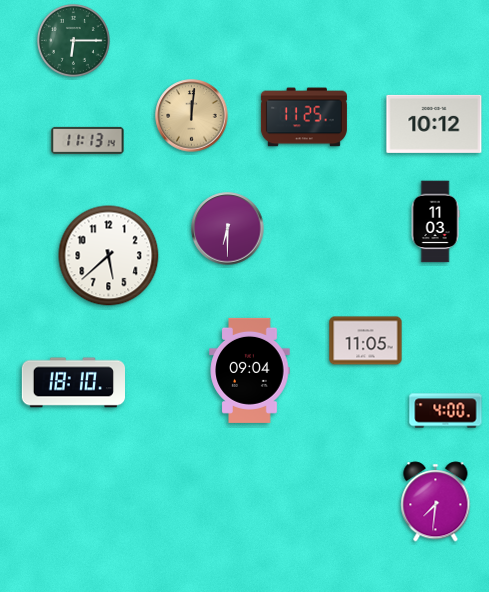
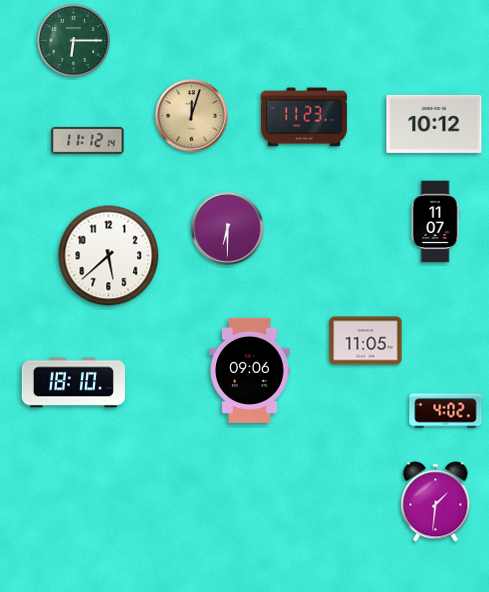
clock at (192, 116): 12:01 -> 12:03
clock at (304, 117): 11:25 -> 11:23
clock at (88, 140): 11:13 -> 11:12
clock at (435, 222): 11:03 -> 11:07
clock at (250, 370): 09:04 -> 09:06
clock at (446, 411): 4:00 -> 4:02
clock at (436, 502): 7:31 -> 1:31
